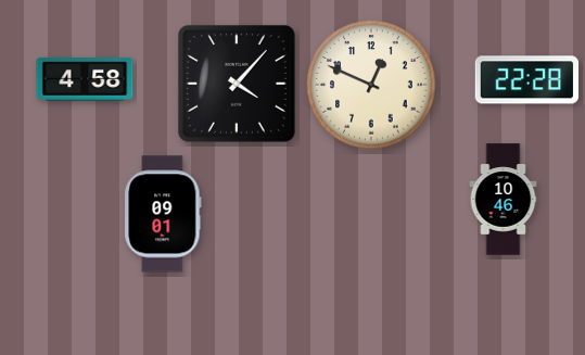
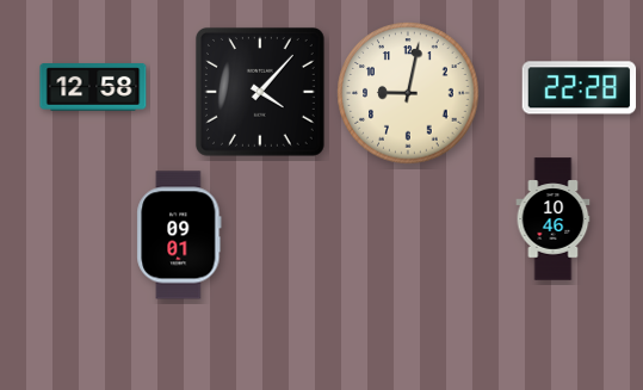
clock at (85, 80): 4:58 -> 12:58
clock at (371, 85): 12:49 -> 9:02
